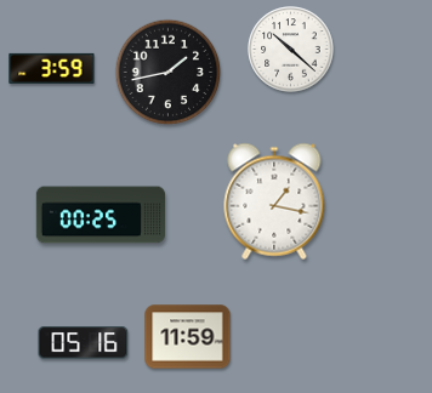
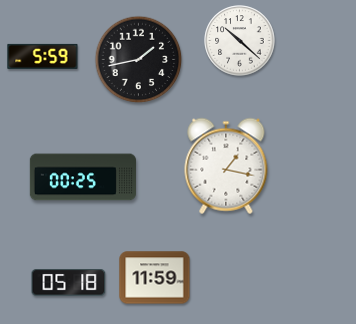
clock at (52, 68): 3:59 -> 5:59
clock at (84, 343): 05:16 -> 05:18
